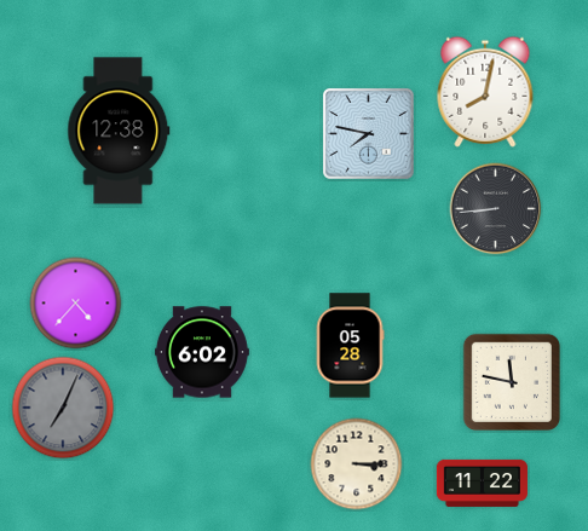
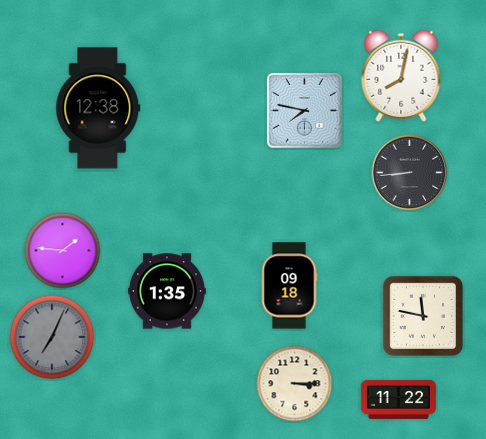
clock at (76, 304): 4:37 -> 1:46
clock at (350, 346): 05:28 -> 09:18
clock at (202, 352): 6:02 -> 1:35
